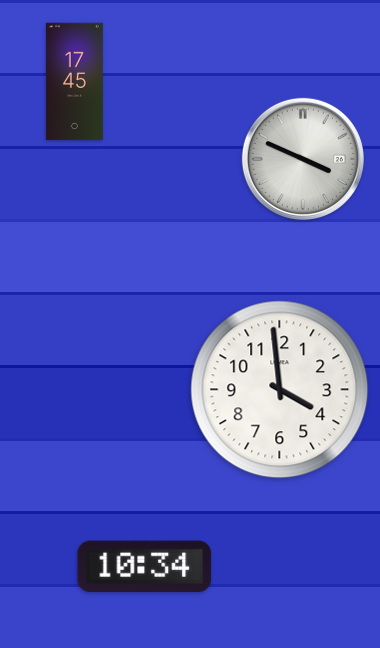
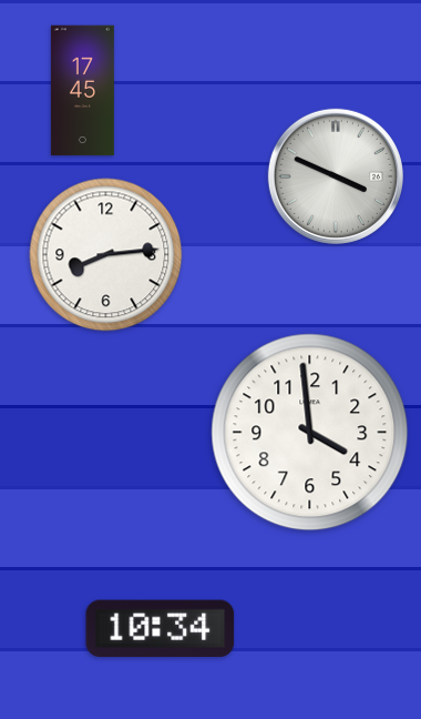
clock at (106, 255): none -> 8:14
